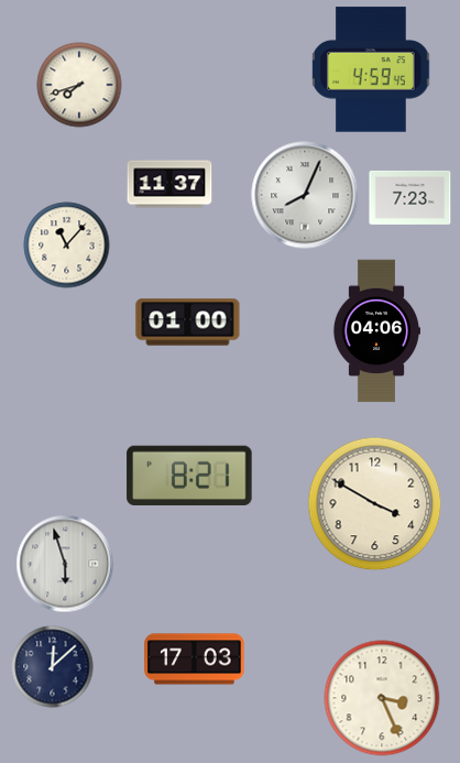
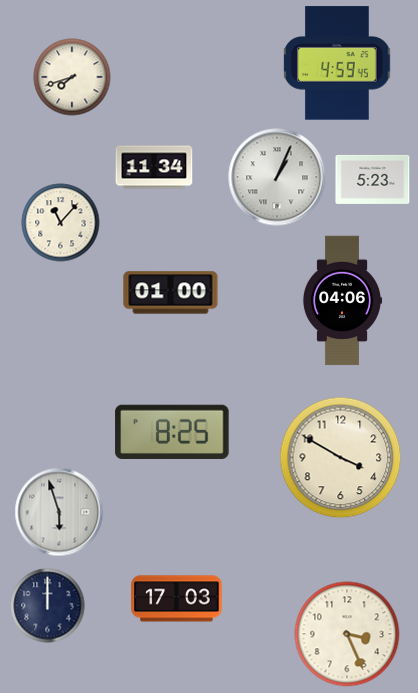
clock at (169, 184): 11:37 -> 11:34
clock at (305, 195): 8:04 -> 1:04
clock at (410, 197): 7:23 -> 5:23
clock at (189, 475): 8:21 -> 8:25
clock at (53, 667): 12:08 -> 12:00
